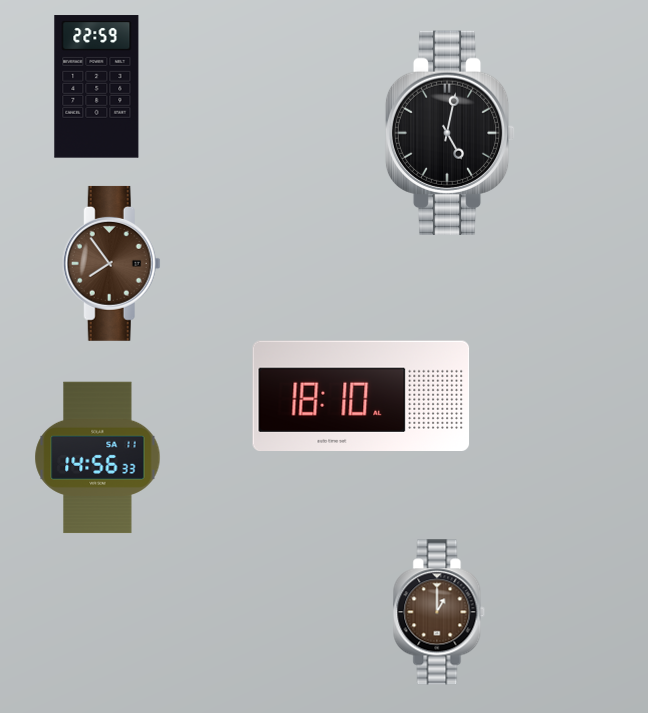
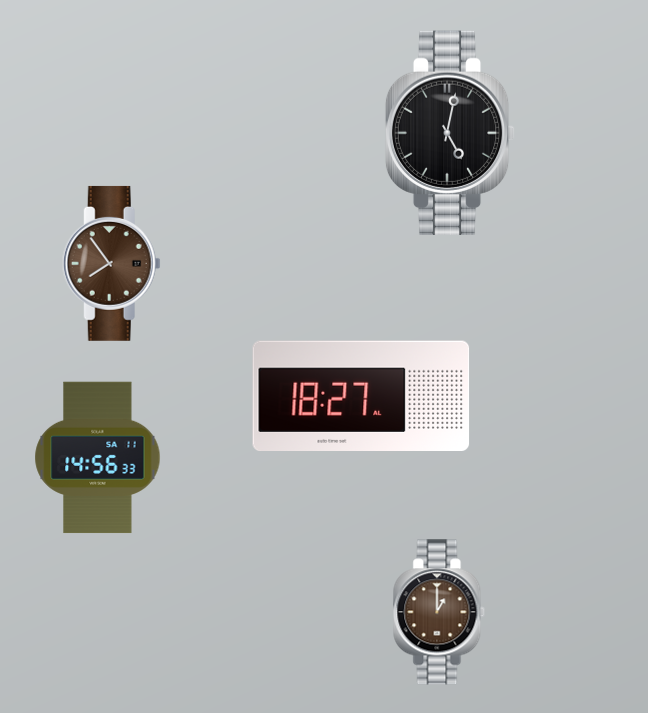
clock at (97, 87): 22:59 -> none
clock at (361, 395): 18:10 -> 18:27
